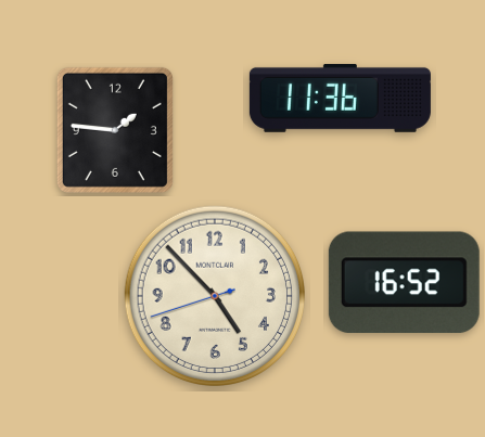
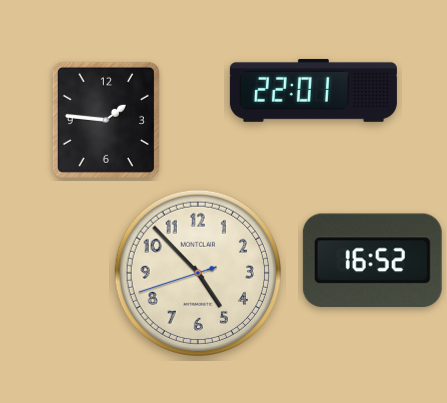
clock at (340, 98): 11:36 -> 22:01
